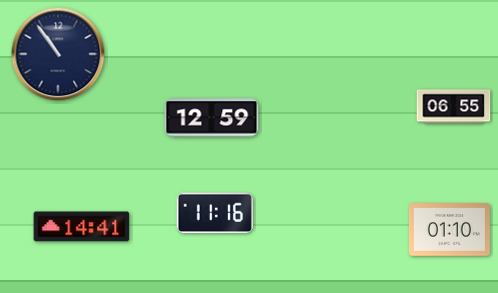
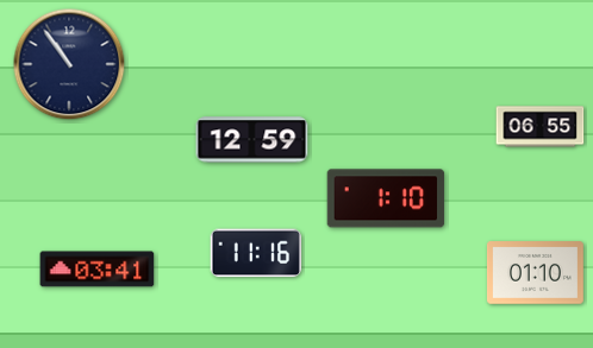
clock at (386, 198): none -> 1:10
clock at (82, 227): 14:41 -> 03:41
